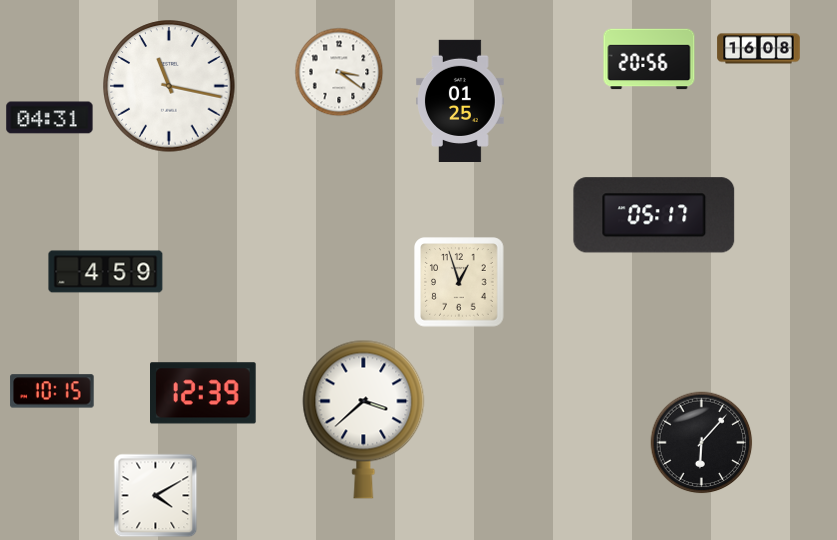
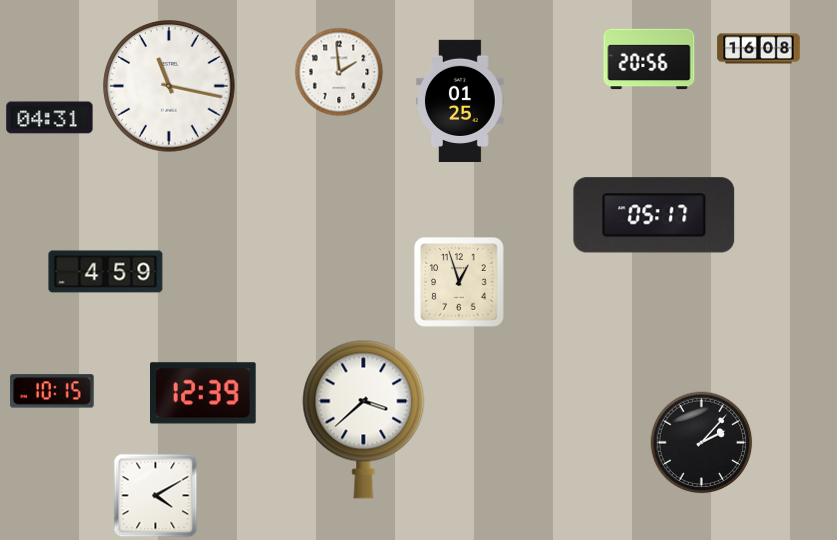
clock at (339, 72): 3:21 -> 1:59
clock at (702, 443): 6:07 -> 2:07
